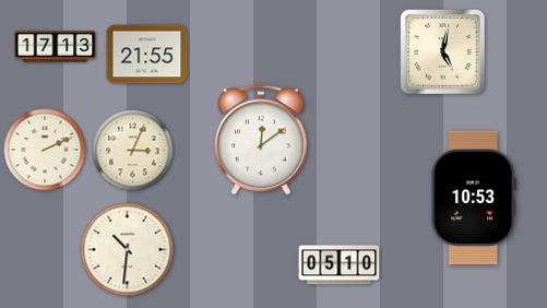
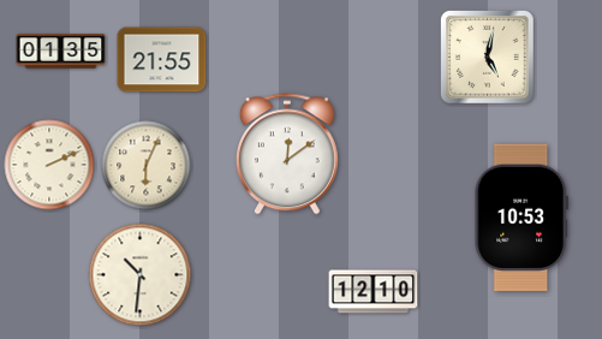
clock at (56, 47): 17:13 -> 01:35
clock at (133, 151): 3:04 -> 6:04
clock at (340, 265): 05:10 -> 12:10
